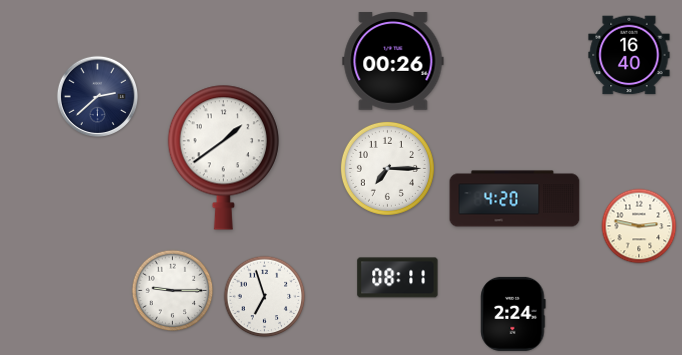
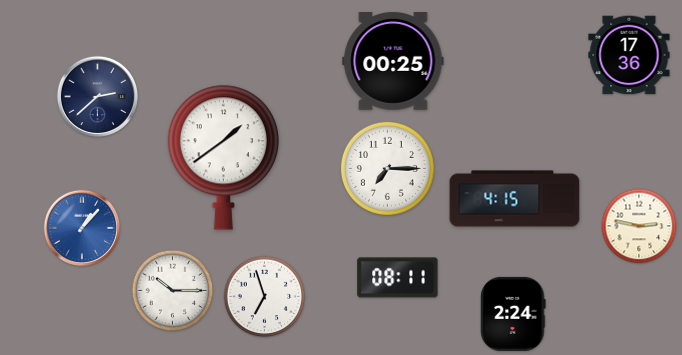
clock at (629, 55): 16:40 -> 17:36
clock at (393, 61): 00:26 -> 00:25
clock at (515, 199): 4:20 -> 4:15
clock at (82, 228): none -> 1:07
clock at (173, 291): 9:15 -> 10:15
